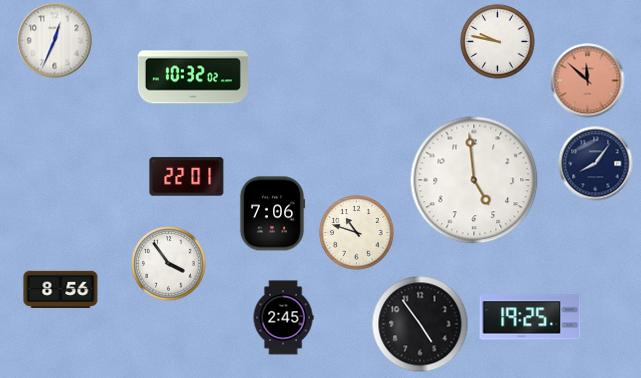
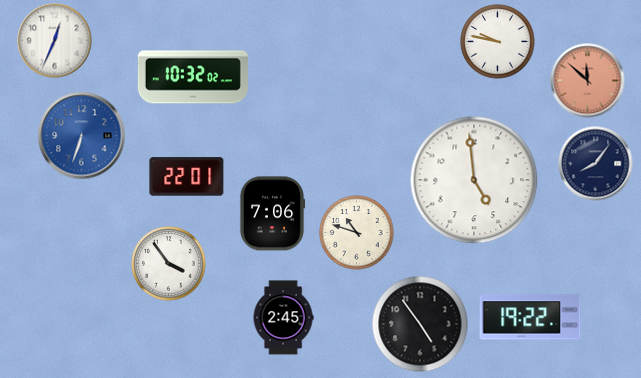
clock at (82, 136): none -> 6:33
clock at (61, 289): 8:56 -> none
clock at (530, 317): 19:25 -> 19:22
